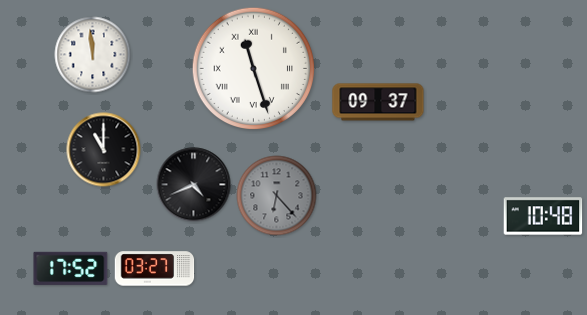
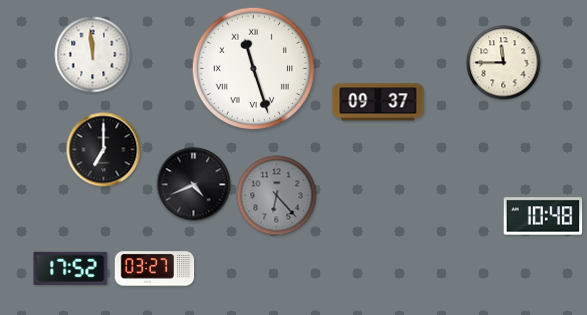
clock at (504, 63): none -> 11:45
clock at (104, 150): 11:00 -> 7:00
